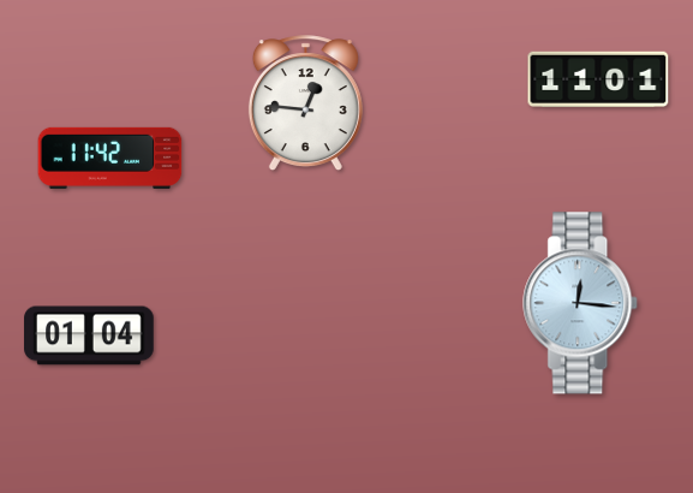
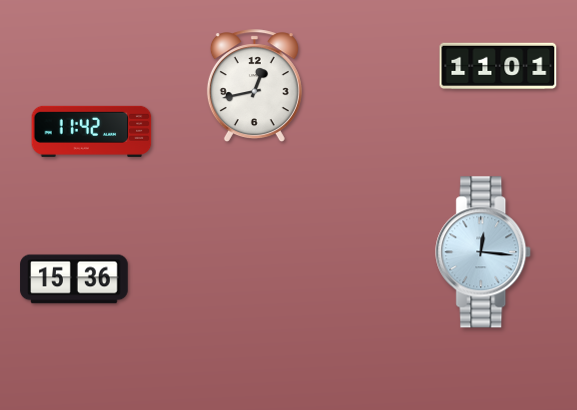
clock at (305, 103): 12:46 -> 12:43
clock at (89, 335): 01:04 -> 15:36
